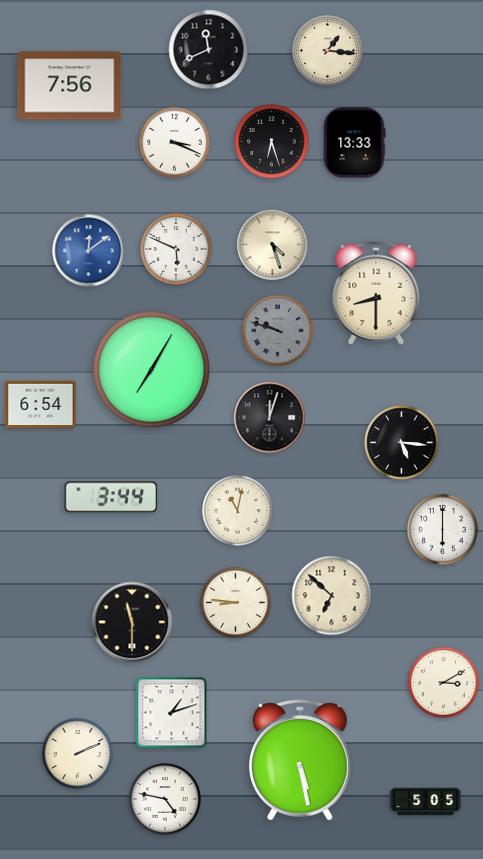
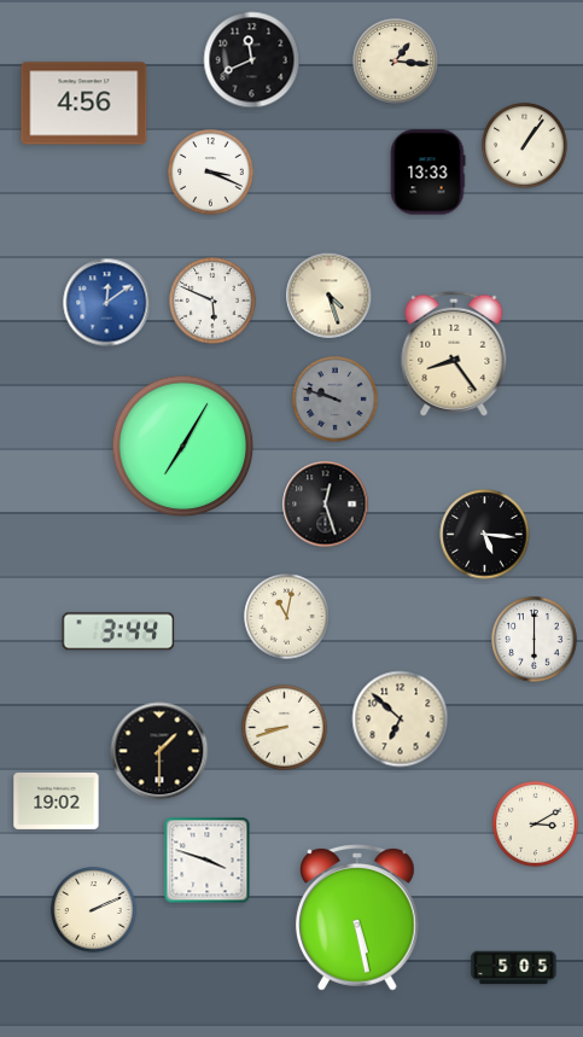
clock at (70, 86): 7:56 -> 4:56
clock at (525, 146): none -> 1:06
clock at (272, 142): 6:27 -> none
clock at (376, 293): 8:30 -> 8:24
clock at (41, 405): 6:54 -> none
clock at (270, 418): 12:03 -> 12:27
clock at (111, 497) position: (111, 497) -> (118, 631)
clock at (236, 603): 8:46 -> 8:42
clock at (132, 622): 11:30 -> 1:30
clock at (57, 800): none -> 19:02
clock at (172, 713): 1:12 -> 3:48
clock at (301, 760) position: (301, 760) -> (358, 917)
clock at (165, 799): 4:47 -> none
